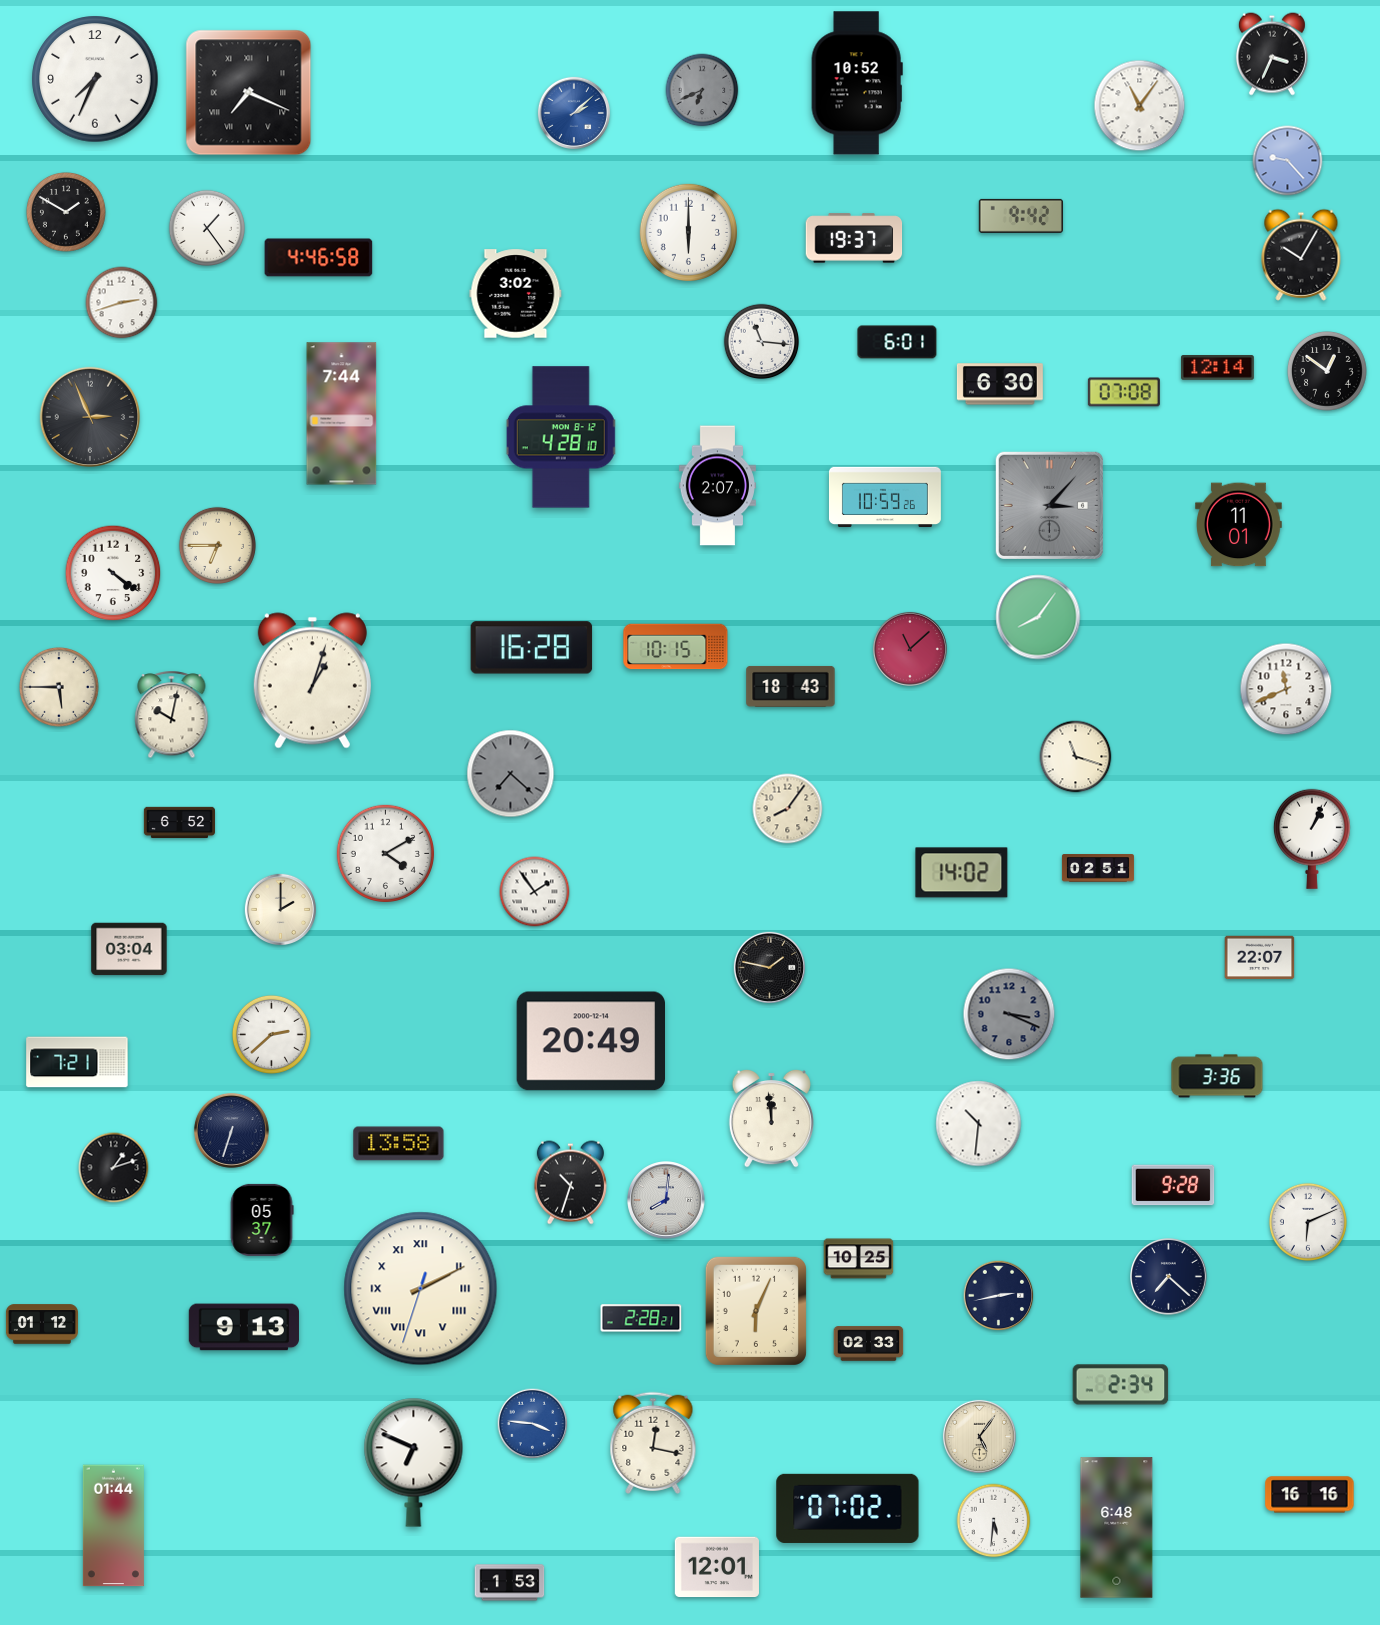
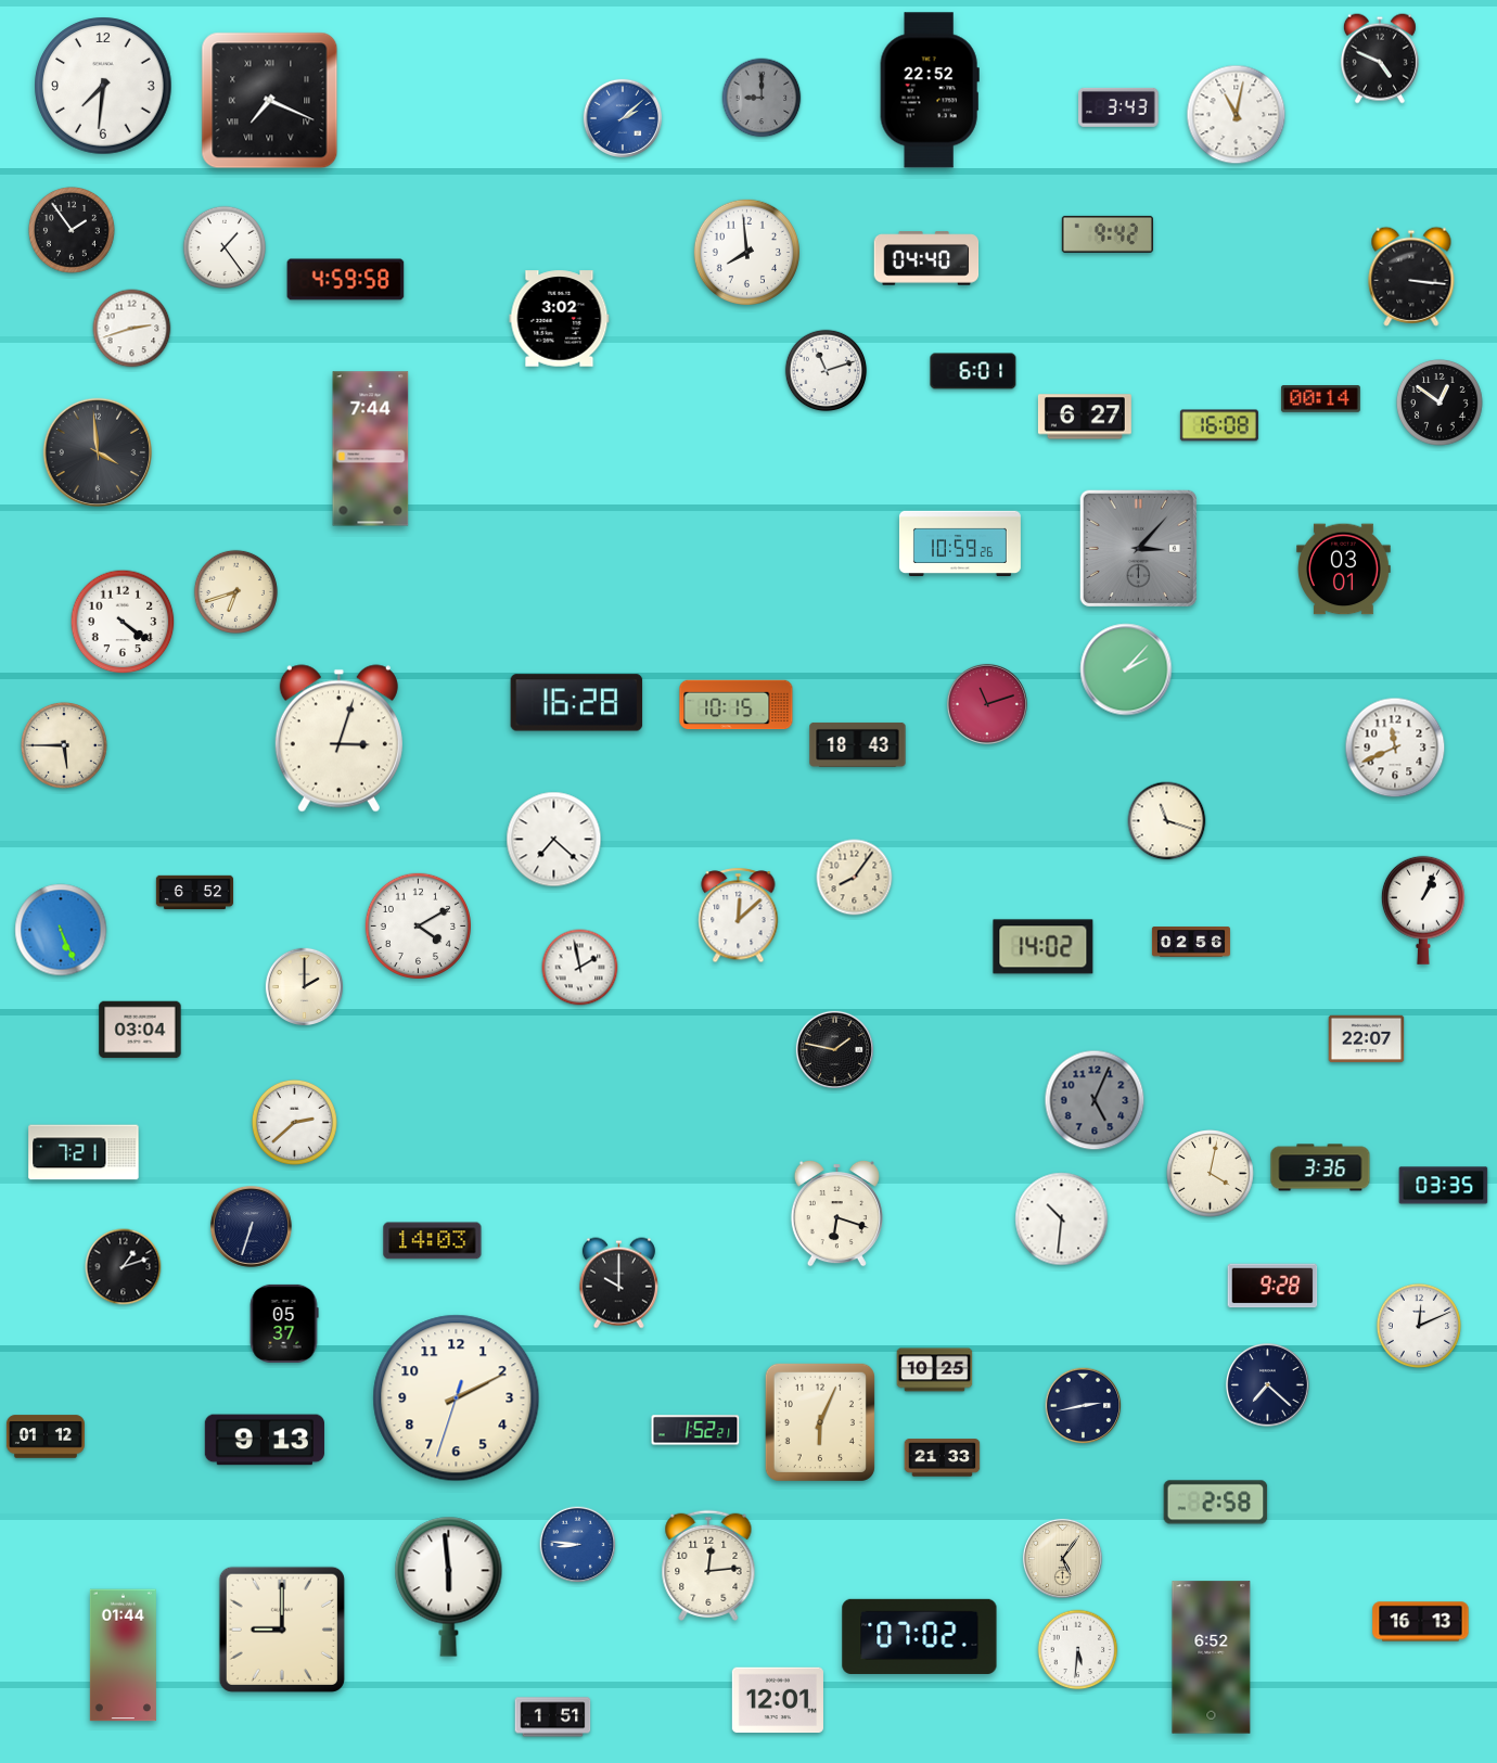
clock at (1272, 54): 3:34 -> 4:49
clock at (95, 79): 7:34 -> 7:31
clock at (857, 83): 10:52 -> 22:52
clock at (702, 90): 6:41 -> 9:00
clock at (1119, 107): none -> 3:43
clock at (1140, 106): 11:06 -> 11:02
clock at (574, 113) position: (574, 113) -> (623, 118)
clock at (1288, 161): 9:23 -> none
clock at (67, 213): 1:50 -> 1:54
clock at (688, 232): 6:00 -> 7:59
clock at (854, 238): 19:37 -> 04:40
clock at (1301, 255): 10:05 -> 3:16
clock at (319, 258): 4:46 -> 4:59
clock at (762, 342): 11:16 -> 11:12
clock at (1217, 368): 12:14 -> 00:14
clock at (1000, 384): 6:30 -> 6:27
clock at (1124, 392): 07:08 -> 16:08
clock at (89, 416): 2:56 -> 3:59
clock at (561, 437): 4:28 -> none
clock at (717, 486): 2:07 -> none
clock at (885, 497) position: (885, 497) -> (960, 544)
clock at (1239, 525): 11:01 -> 03:01
clock at (217, 545): 6:45 -> 6:42
clock at (1038, 617): 8:06 -> 2:07
clock at (676, 647) position: (676, 647) -> (737, 705)
clock at (910, 649): 11:08 -> 11:12
clock at (312, 681): 1:03 -> 3:03
clock at (172, 715): 10:02 -> none
clock at (511, 774) dial: grey -> white
clock at (739, 916): none -> 12:08
clock at (61, 930): none -> 5:26
clock at (1098, 868): 02:51 -> 02:56
clock at (535, 892): 1:54 -> 1:58
clock at (1009, 1014): 3:19 -> 5:04
clock at (590, 1041): 20:49 -> none
clock at (1211, 1174): none -> 4:02
clock at (1444, 1186): none -> 03:35
clock at (771, 1118): 11:59 -> 6:18
clock at (399, 1144): 13:58 -> 14:03
clock at (570, 1183): 10:33 -> 10:00
clock at (666, 1200): 8:01 -> none
clock at (1308, 1222): 6:11 -> 12:11
clock at (859, 1259) position: (859, 1259) -> (935, 1370)
clock at (421, 1289) numerals: Roman -> Arabic
clock at (641, 1318): 2:28 -> 1:52
clock at (869, 1344): 02:33 -> 21:33
clock at (1121, 1385): 2:34 -> 2:58
clock at (533, 1424): 3:46 -> 8:46
clock at (653, 1443): 12:17 -> 12:14
clock at (414, 1462): 6:49 -> 5:59
clock at (1310, 1495): 16:16 -> 16:13
clock at (282, 1630): none -> 9:00
clock at (1117, 1528): 6:48 -> 6:52
clock at (510, 1583): 1:53 -> 1:51
